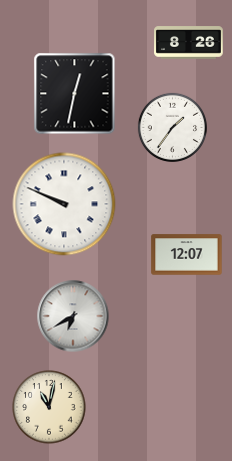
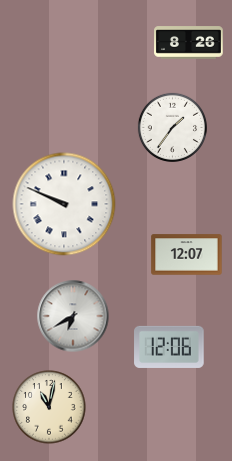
clock at (75, 94): 12:32 -> none
clock at (169, 347): none -> 12:06
